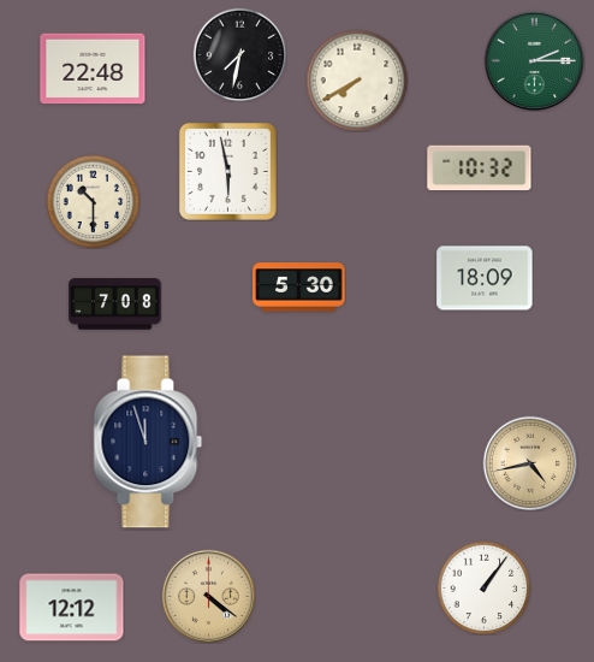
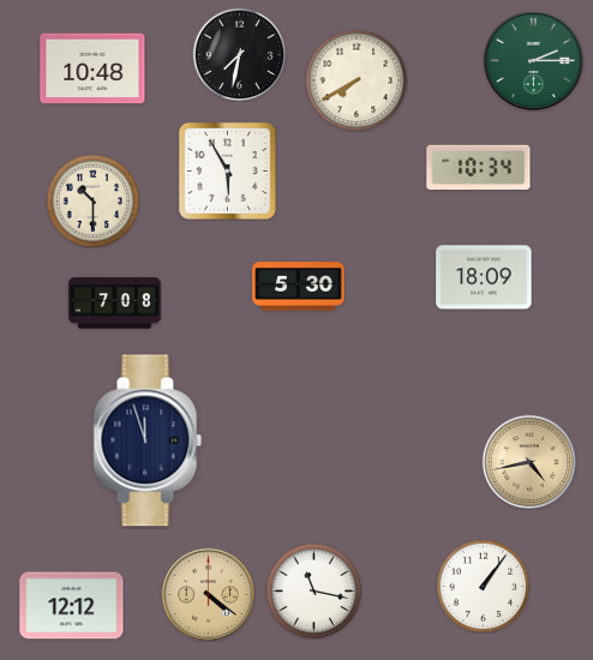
clock at (93, 69): 22:48 -> 10:48
clock at (480, 169): 10:32 -> 10:34
clock at (227, 171): 5:58 -> 5:55
clock at (313, 590): none -> 11:17
